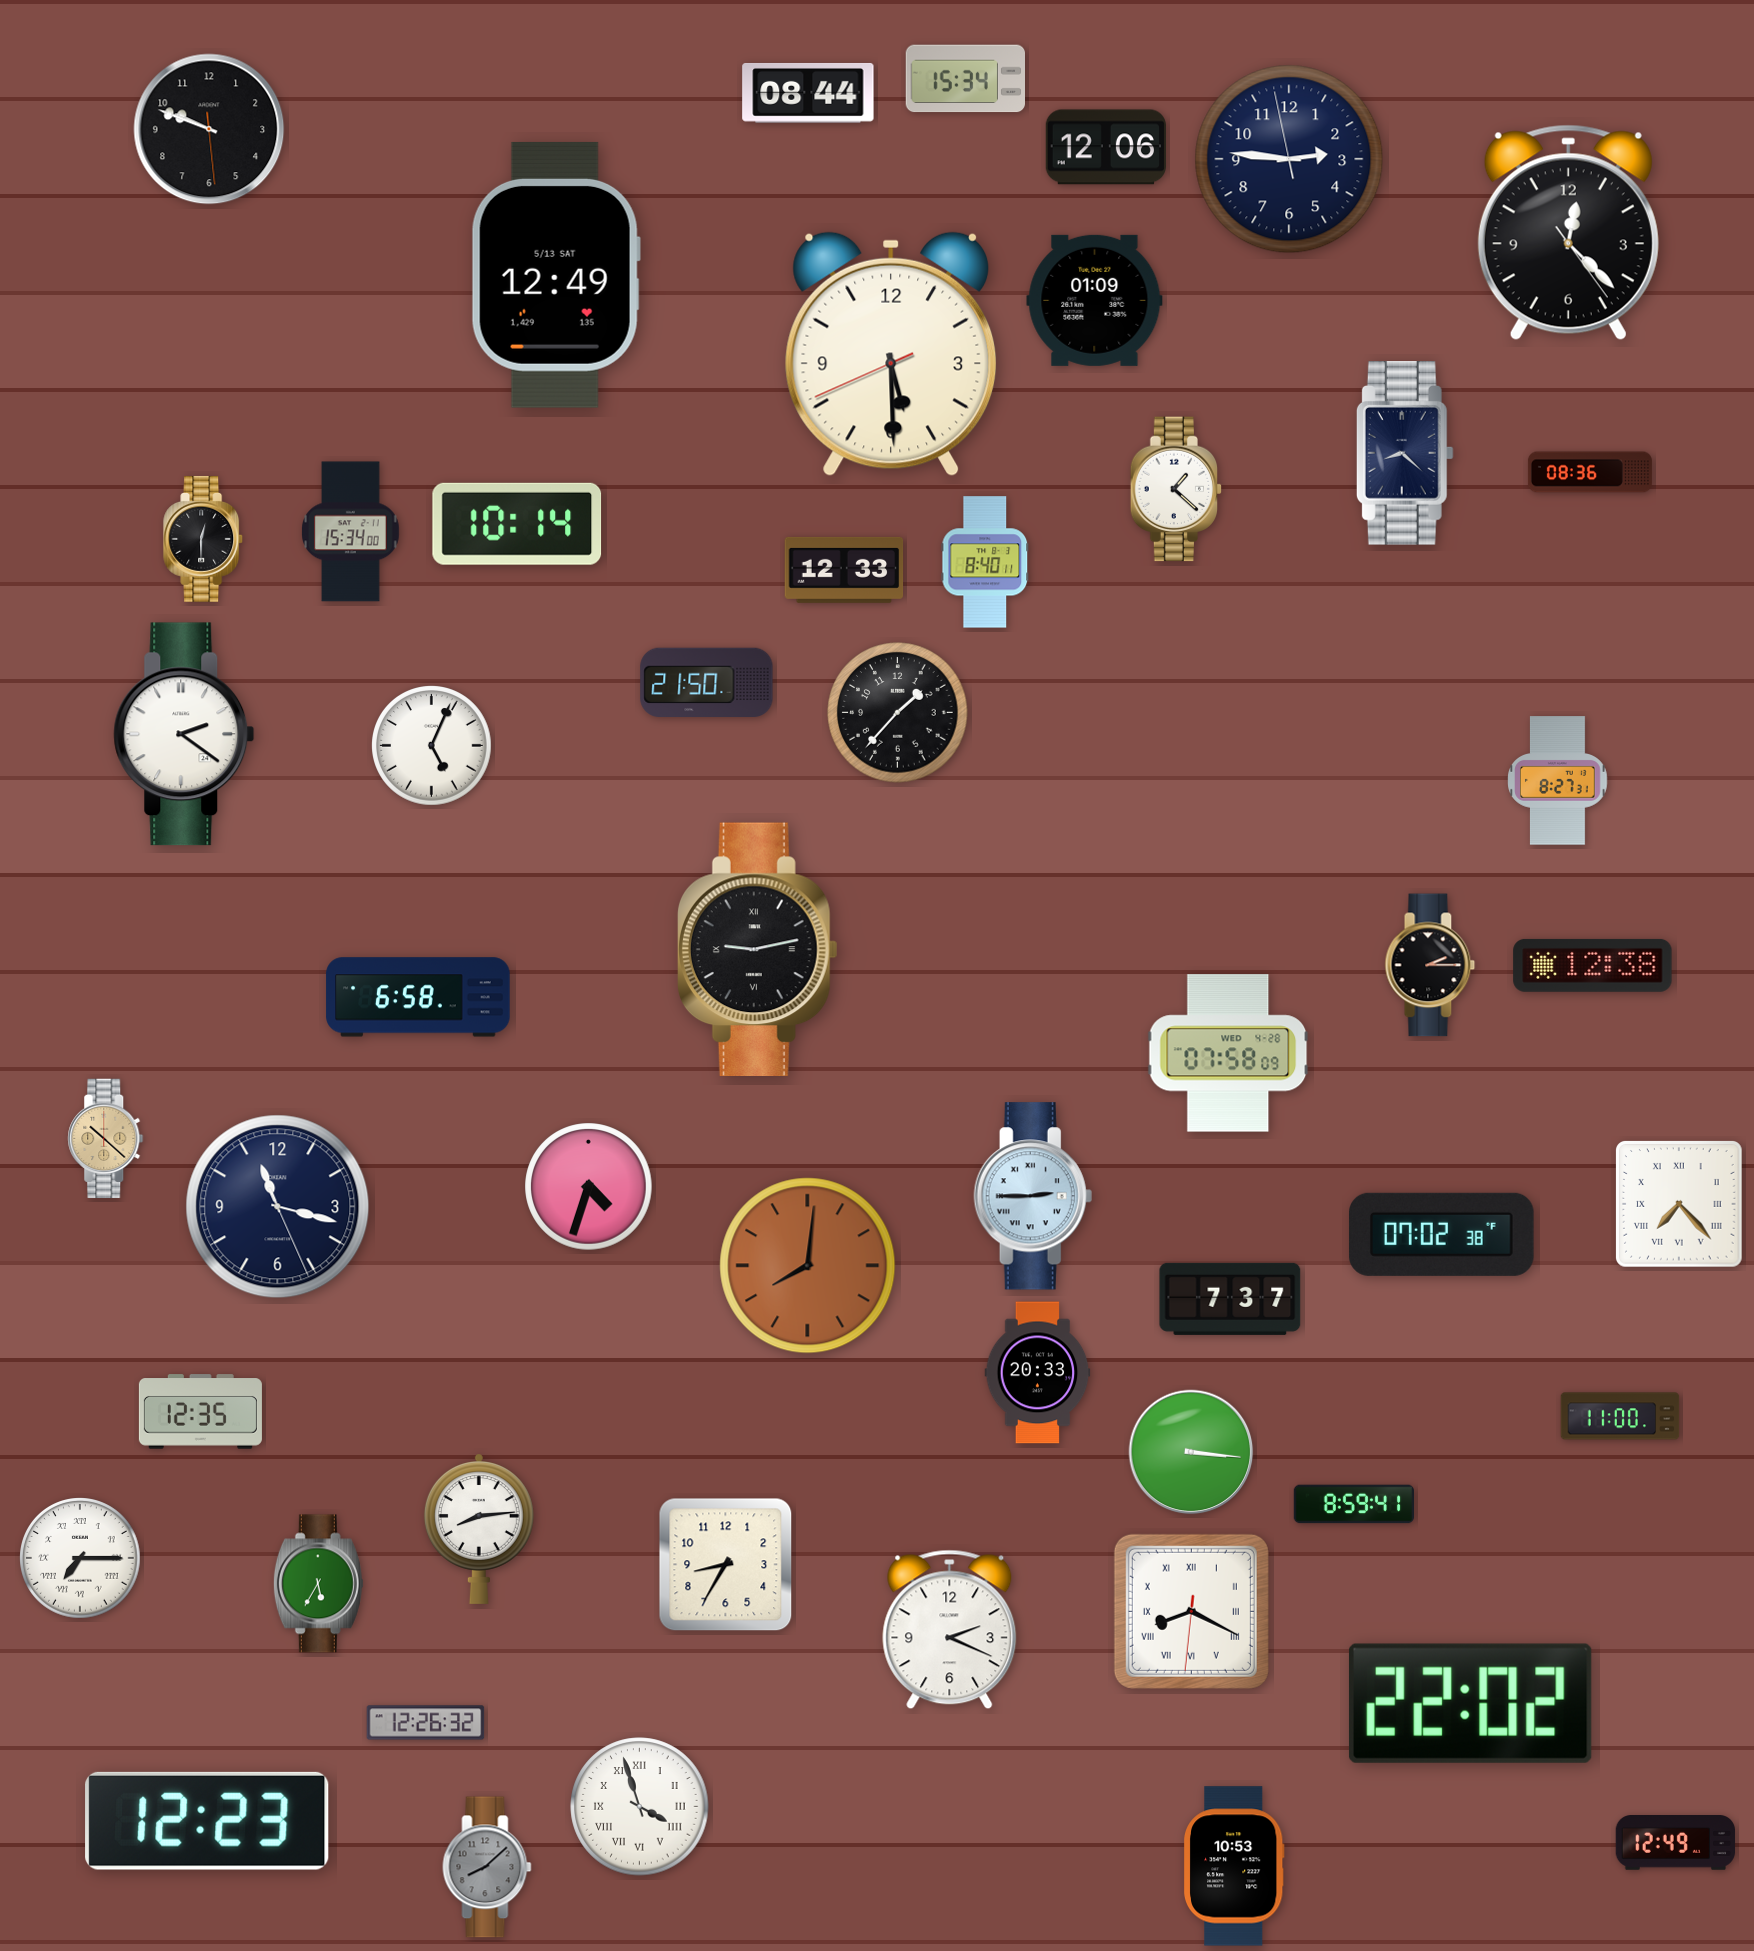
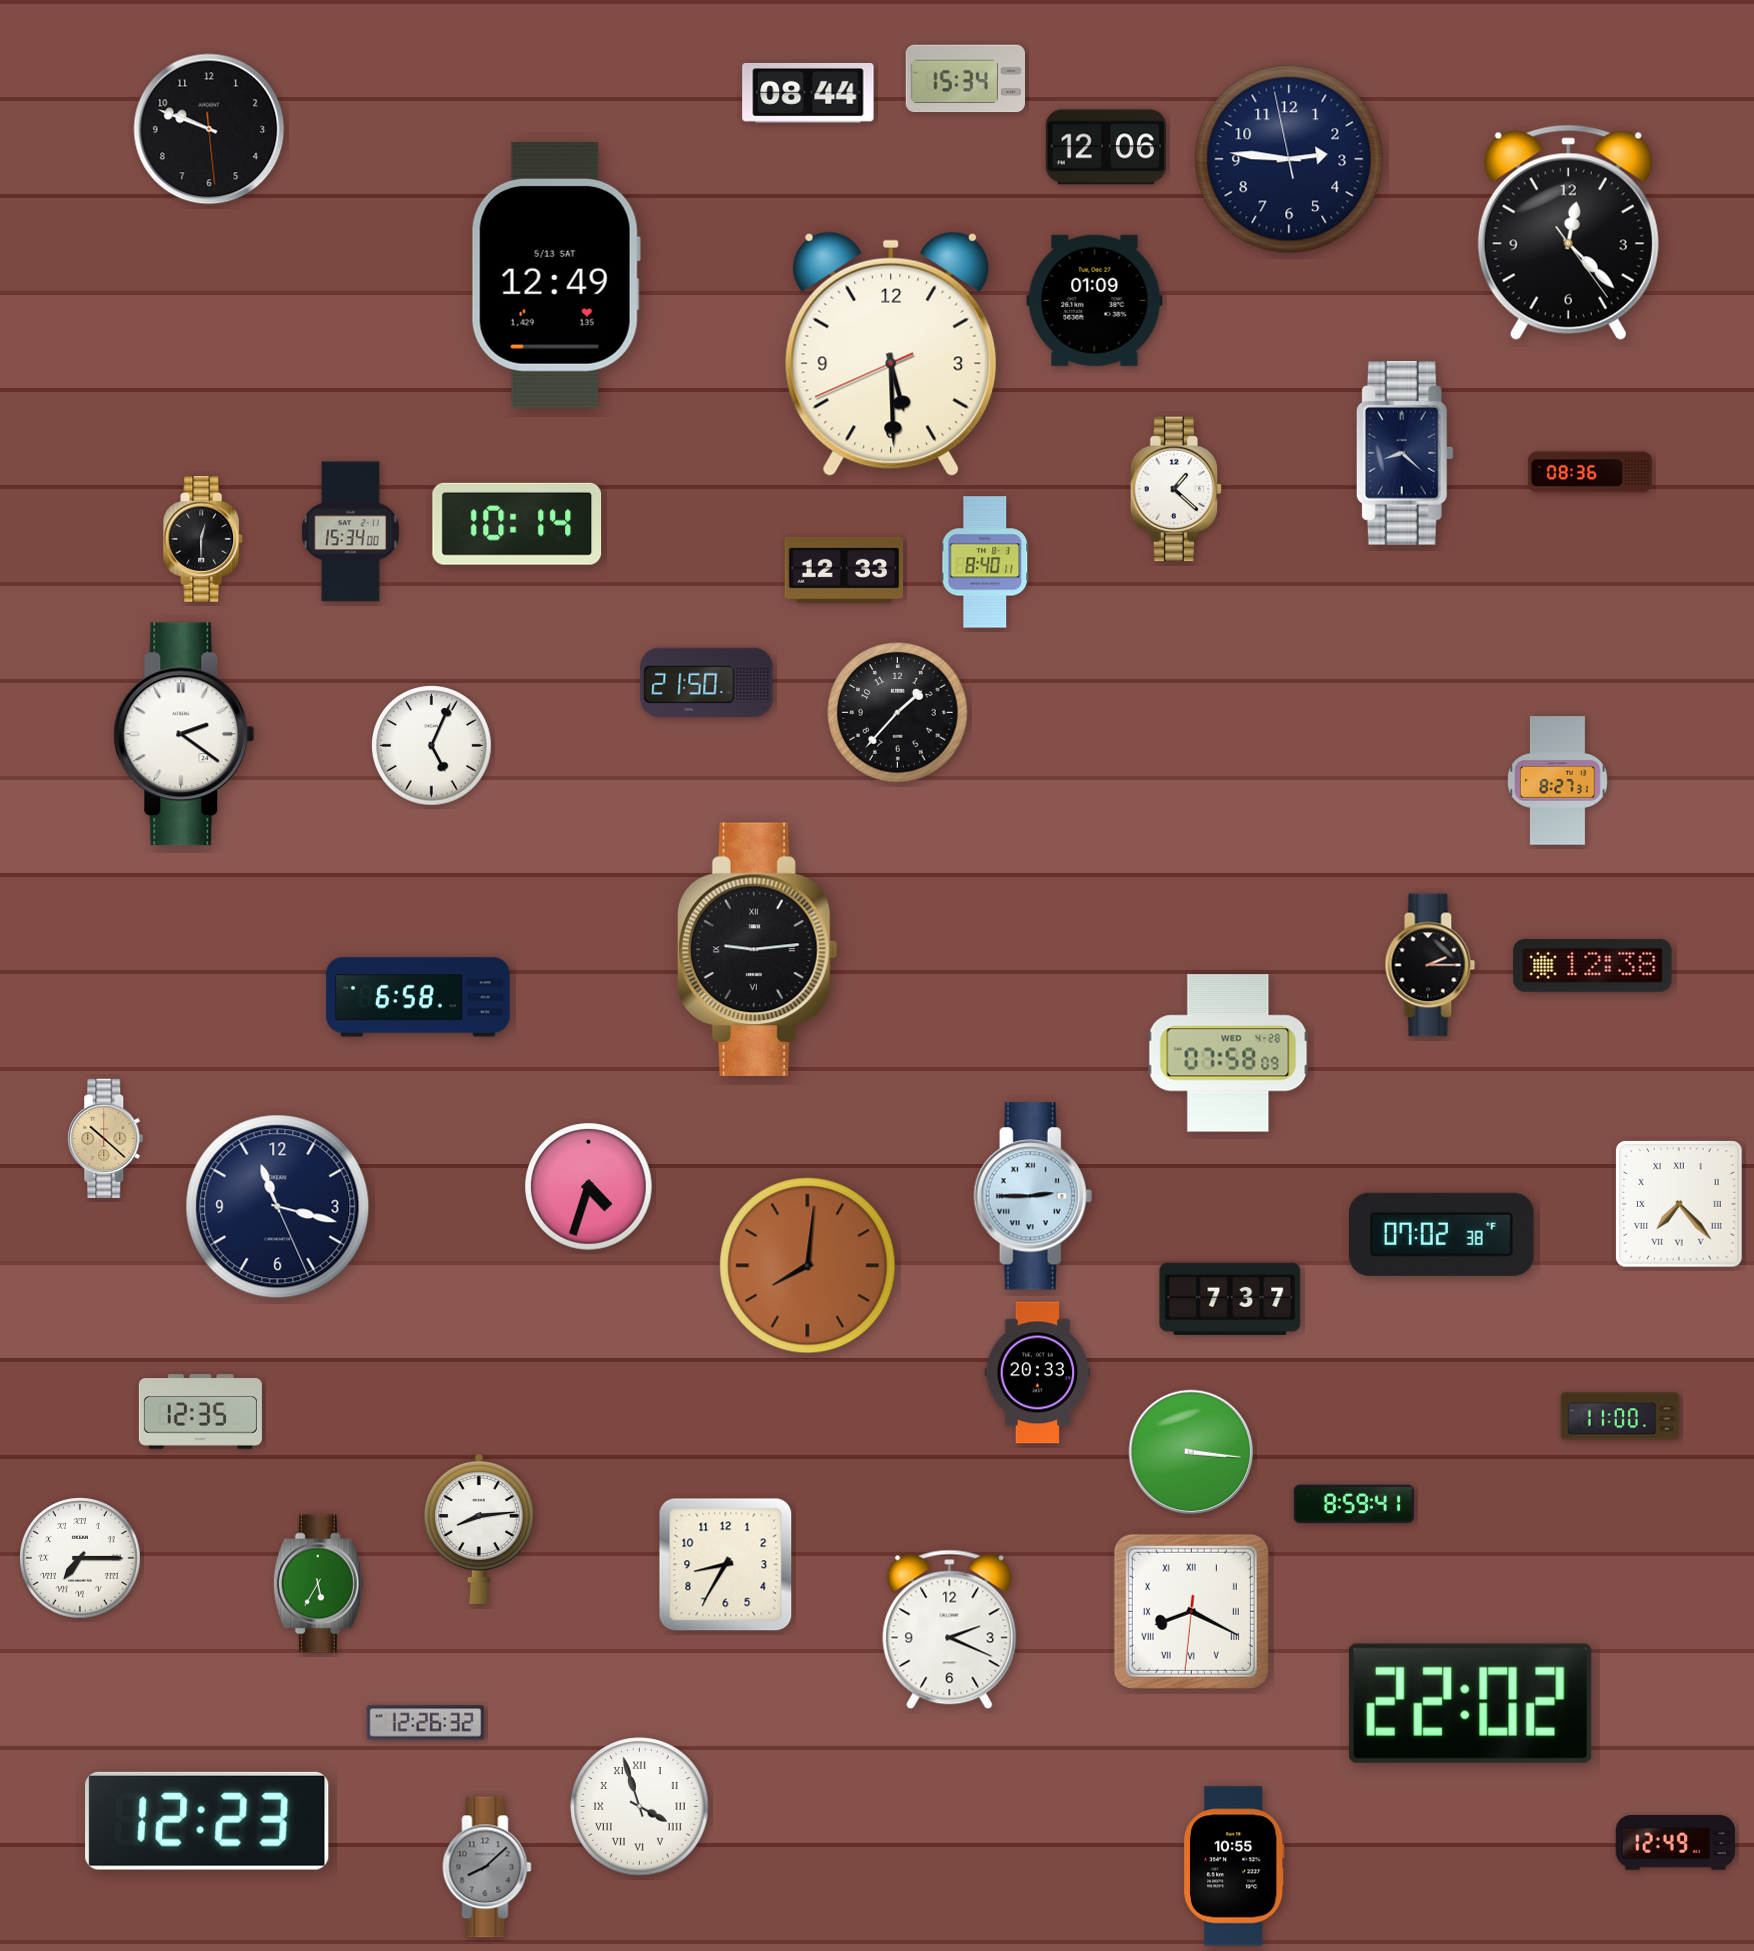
clock at (757, 949): 9:13 -> 9:14
clock at (1234, 1866): 10:53 -> 10:55
